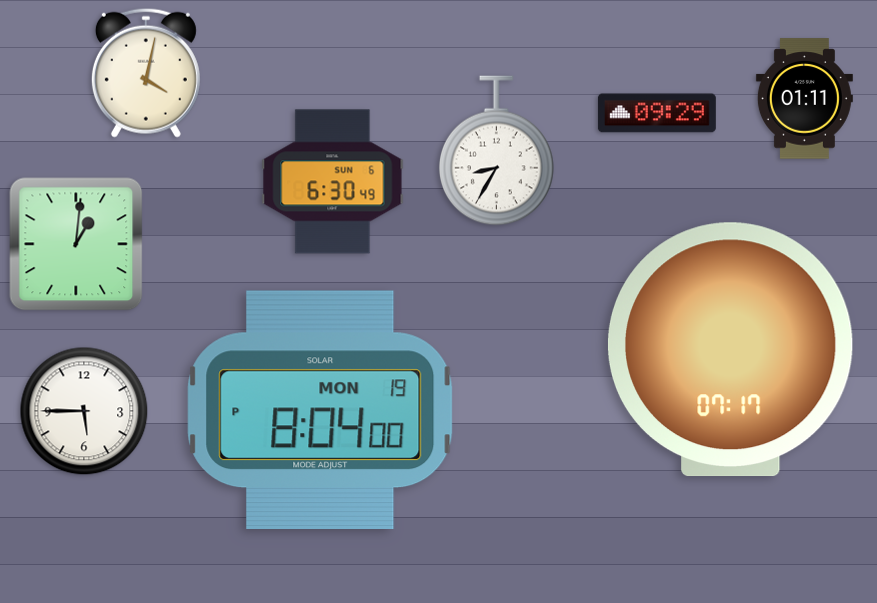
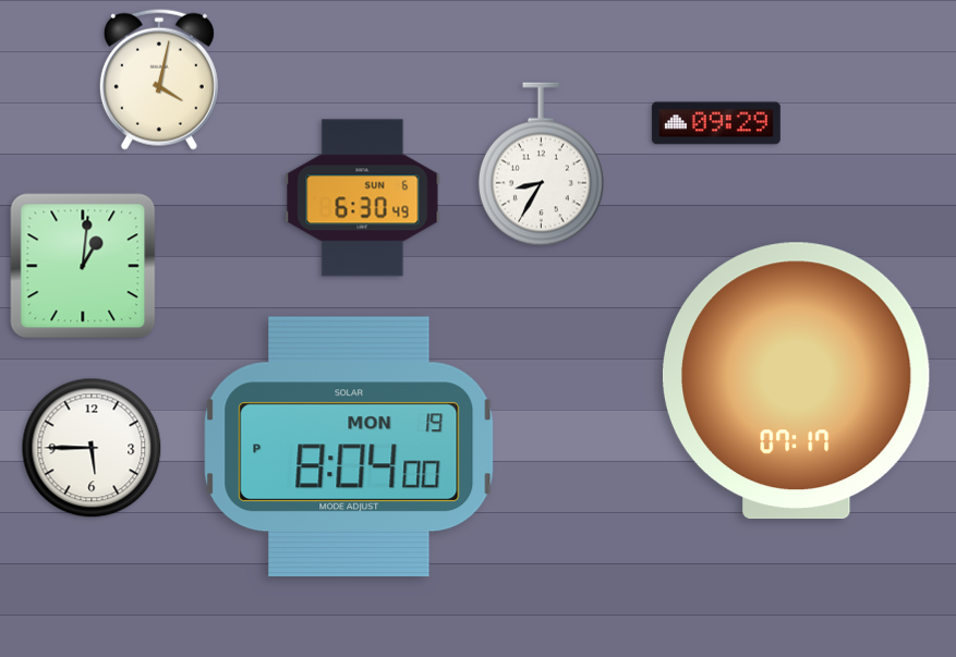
clock at (804, 99): 01:11 -> none
